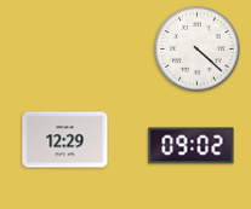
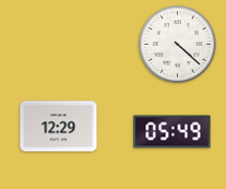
clock at (192, 146): 09:02 -> 05:49
